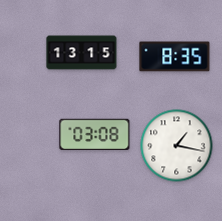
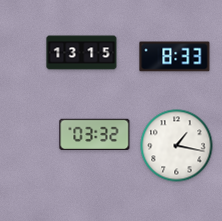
clock at (175, 57): 8:35 -> 8:33
clock at (95, 134): 03:08 -> 03:32
